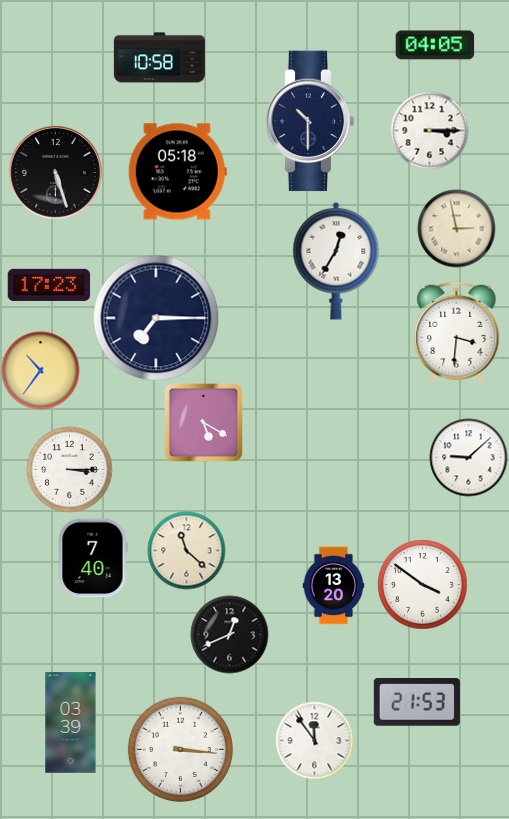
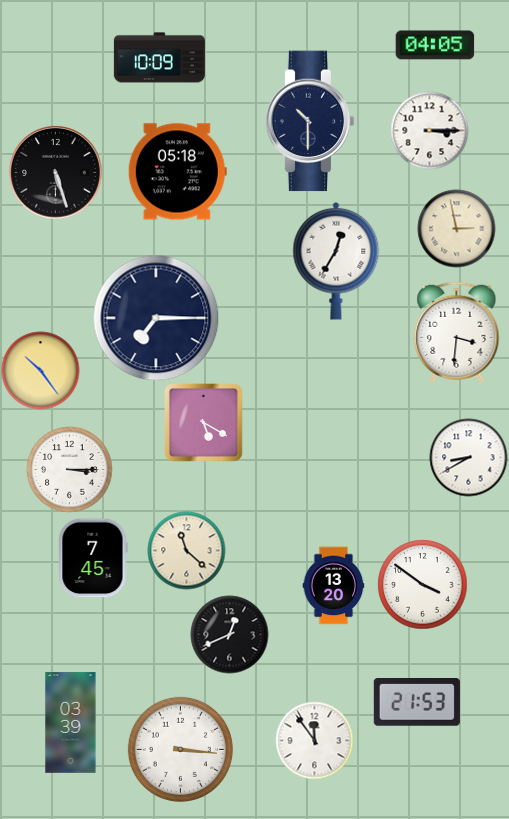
clock at (159, 58): 10:58 -> 10:09
clock at (49, 285): 17:23 -> none
clock at (40, 370): 10:36 -> 10:24
clock at (468, 457): 9:08 -> 8:40
clock at (93, 558): 7:40 -> 7:45
